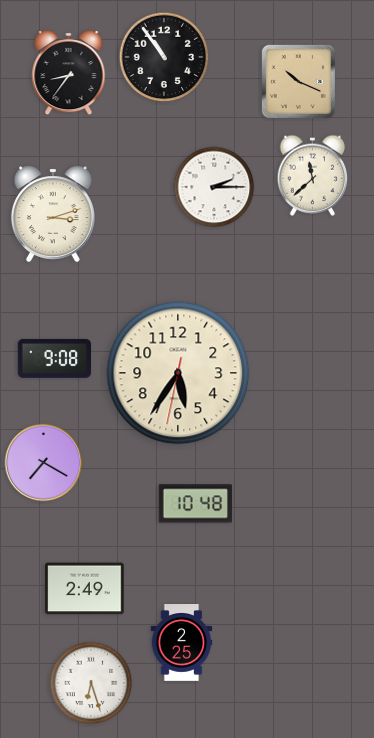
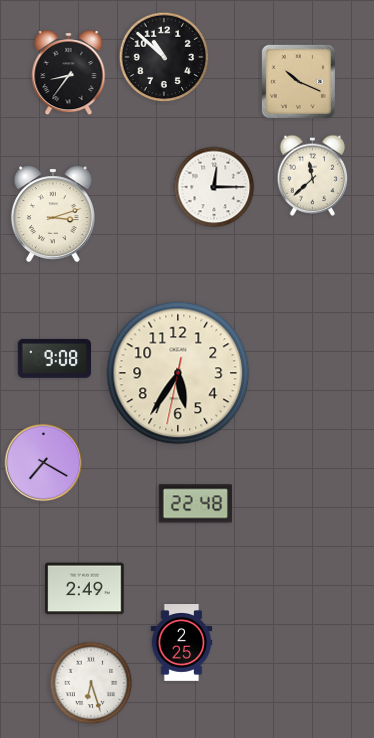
clock at (164, 57): 10:54 -> 10:52
clock at (214, 187): 2:15 -> 12:15
clock at (195, 504): 10:48 -> 22:48
